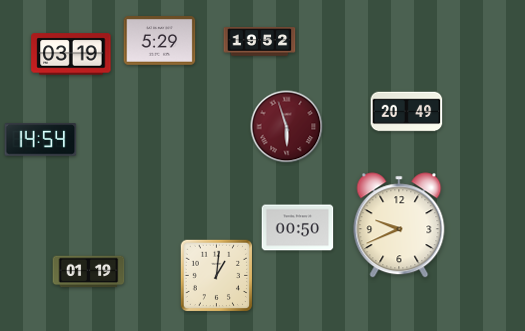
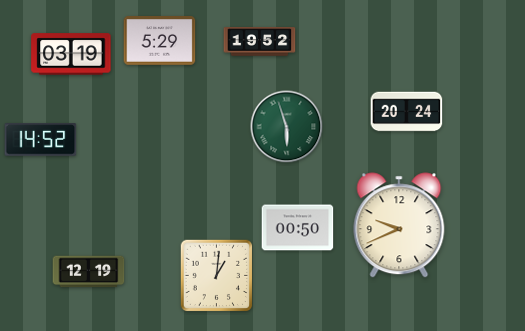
clock at (407, 112): 20:49 -> 20:24
clock at (287, 127) dial: burgundy -> green
clock at (41, 140): 14:54 -> 14:52
clock at (89, 272): 01:19 -> 12:19
